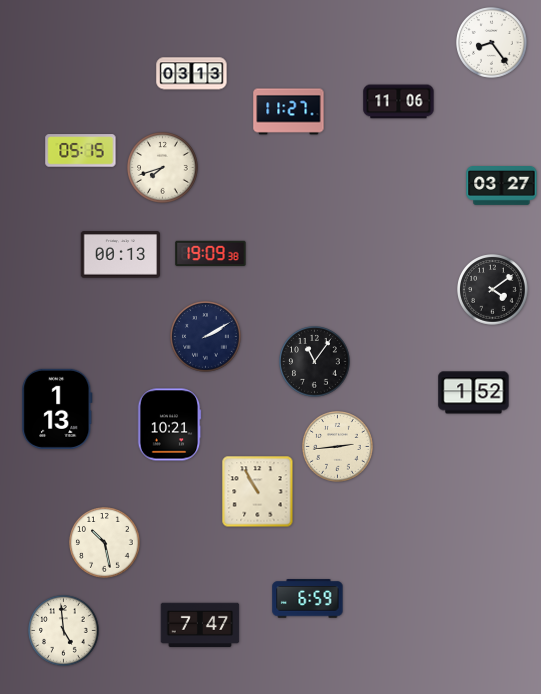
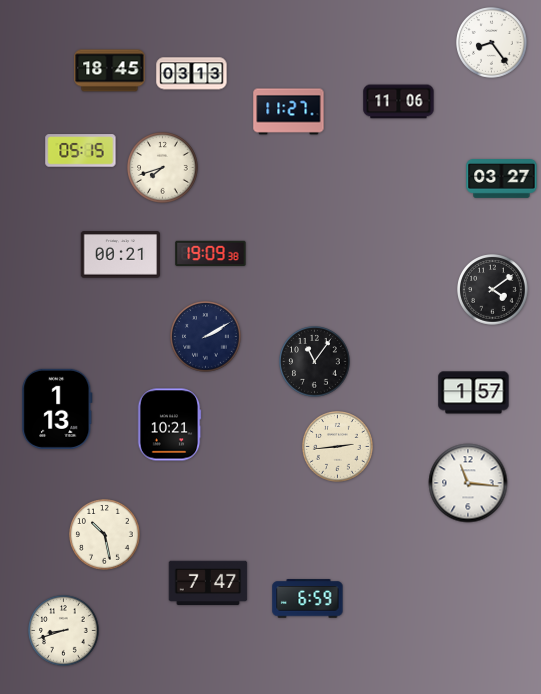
clock at (110, 71): none -> 18:45
clock at (502, 186) position: (502, 186) -> (502, 179)
clock at (121, 255): 00:13 -> 00:21
clock at (474, 393): 1:52 -> 1:57
clock at (468, 483): none -> 11:16
clock at (258, 492): 10:55 -> none
clock at (105, 543) position: (105, 543) -> (105, 535)
clock at (200, 625) position: (200, 625) -> (208, 583)
clock at (64, 631): 4:59 -> 8:42
